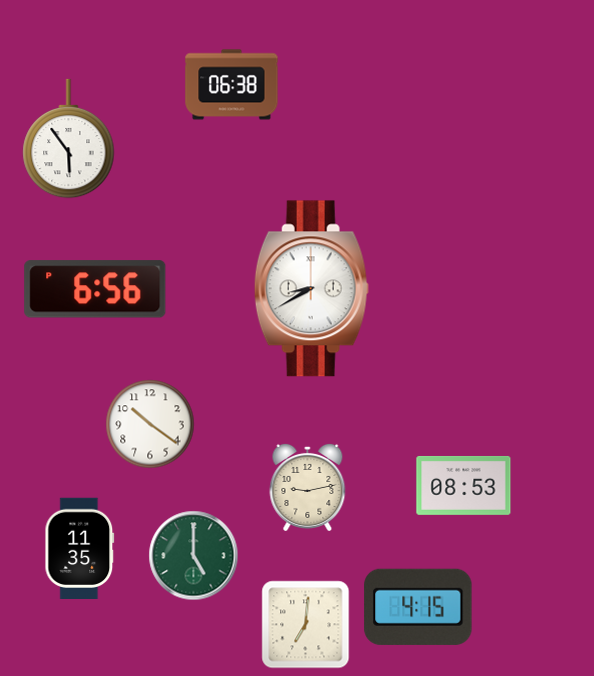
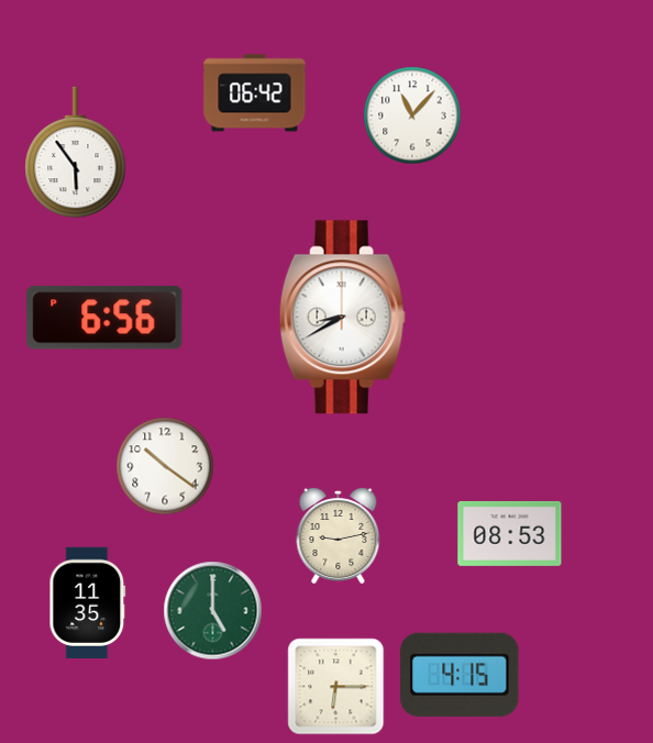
clock at (232, 85): 06:38 -> 06:42
clock at (412, 115): none -> 11:07
clock at (418, 607) position: (418, 607) -> (460, 675)
clock at (306, 625): 7:01 -> 6:15
